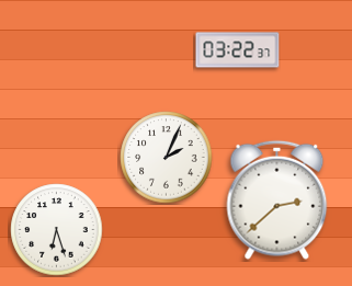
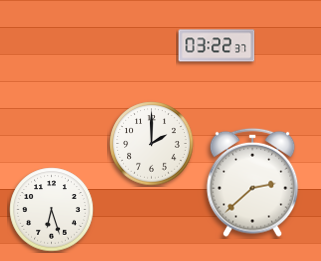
clock at (167, 158): 2:04 -> 2:00
